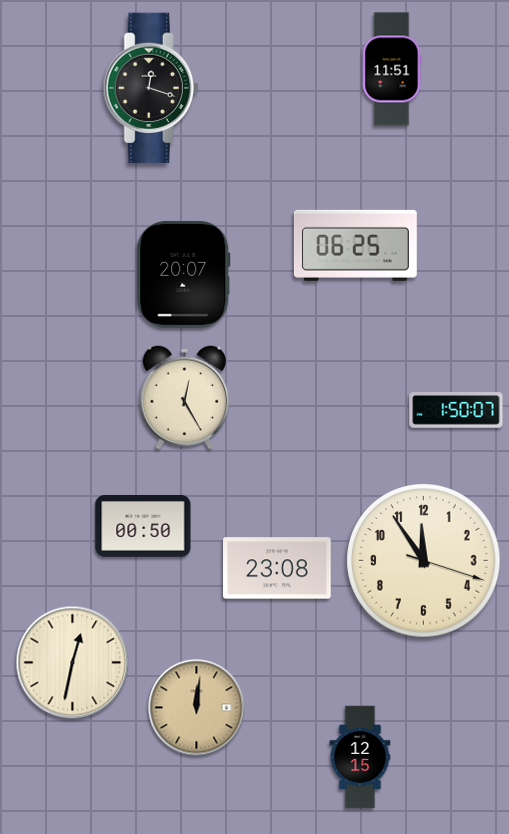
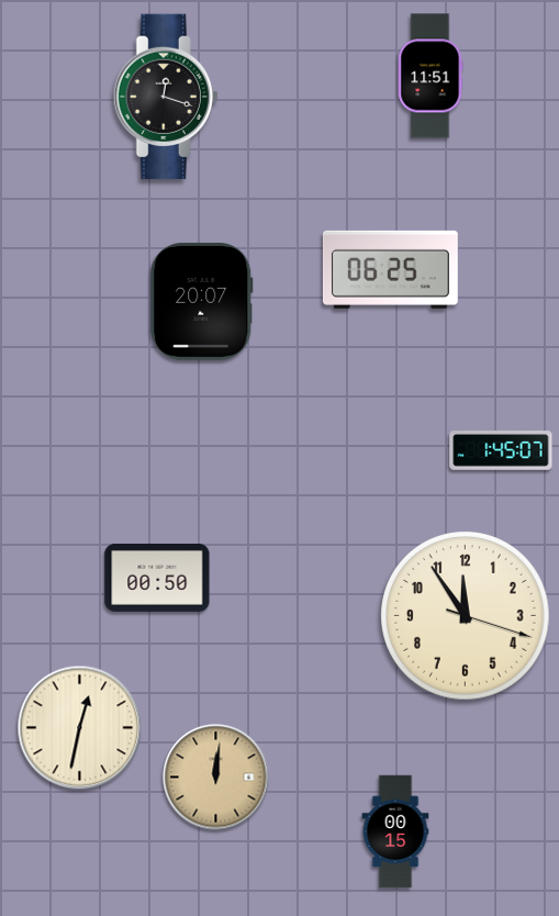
clock at (184, 398): 12:25 -> none
clock at (456, 410): 1:50 -> 1:45
clock at (277, 568): 23:08 -> none
clock at (360, 757): 12:15 -> 00:15
